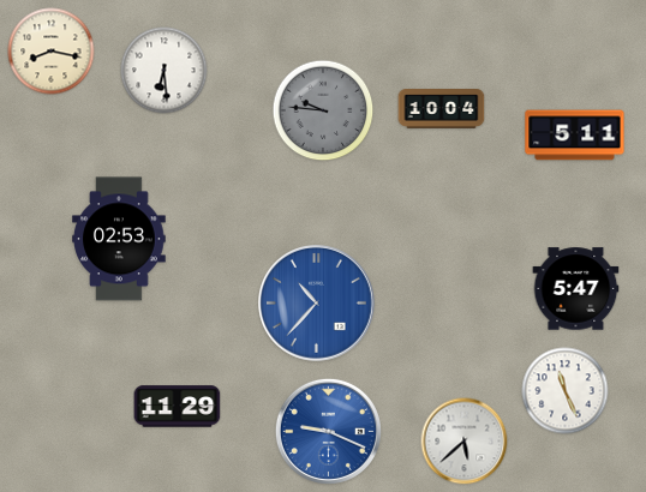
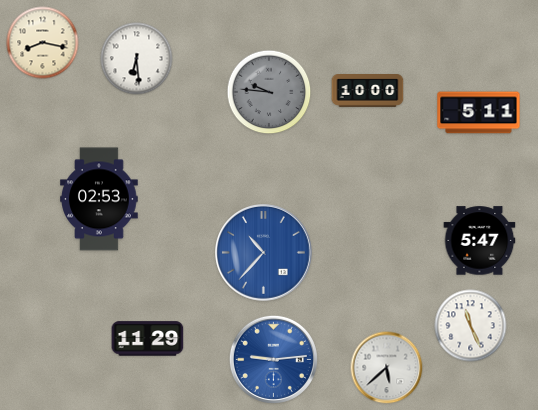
clock at (442, 109): 10:04 -> 10:00
clock at (328, 431): 9:19 -> 9:14
